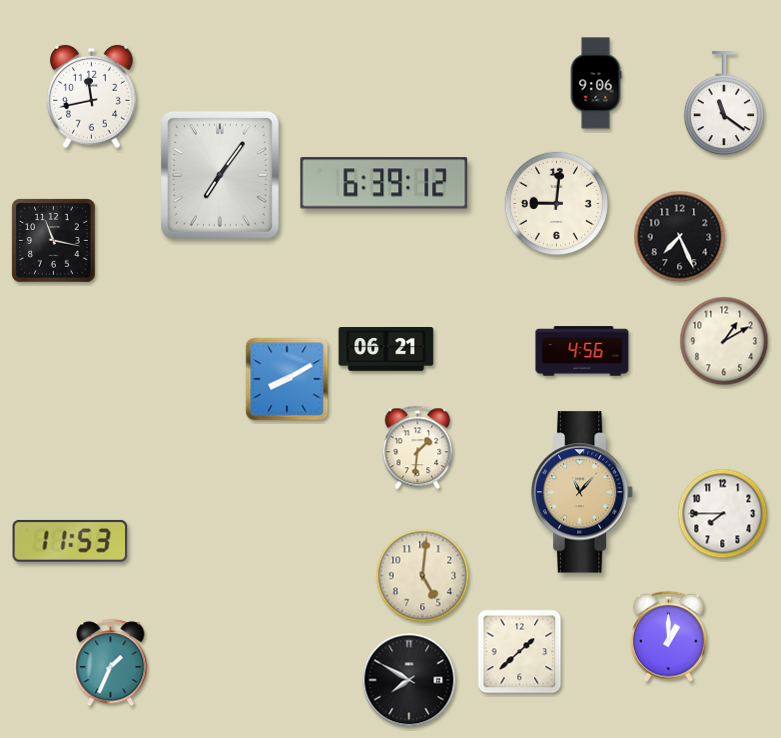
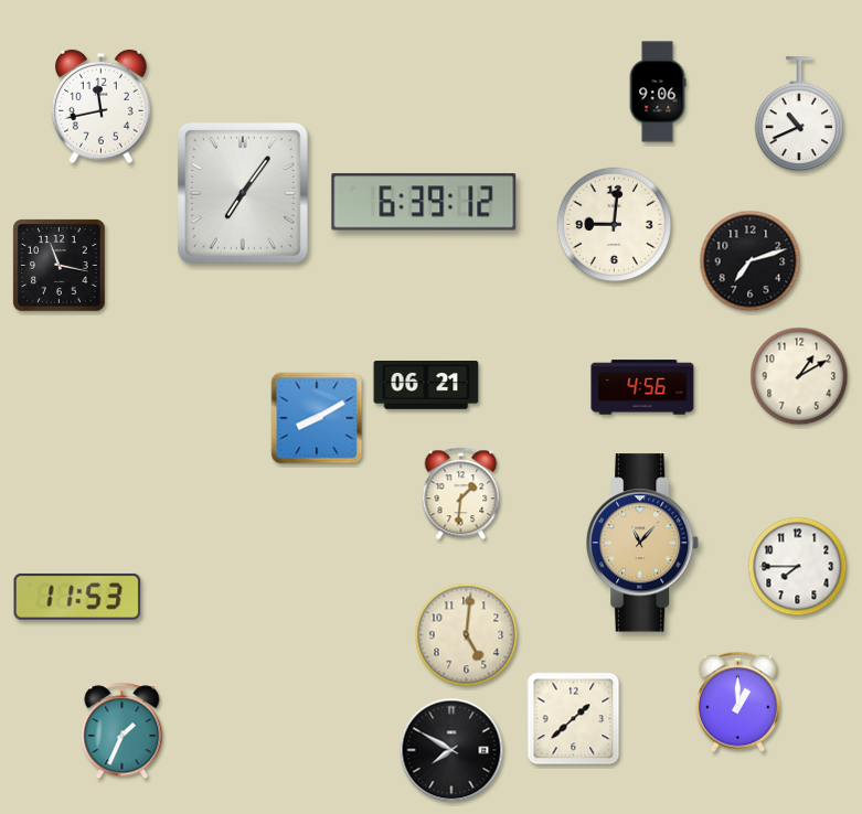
clock at (724, 104): 11:21 -> 10:41
clock at (680, 237): 7:26 -> 7:12
